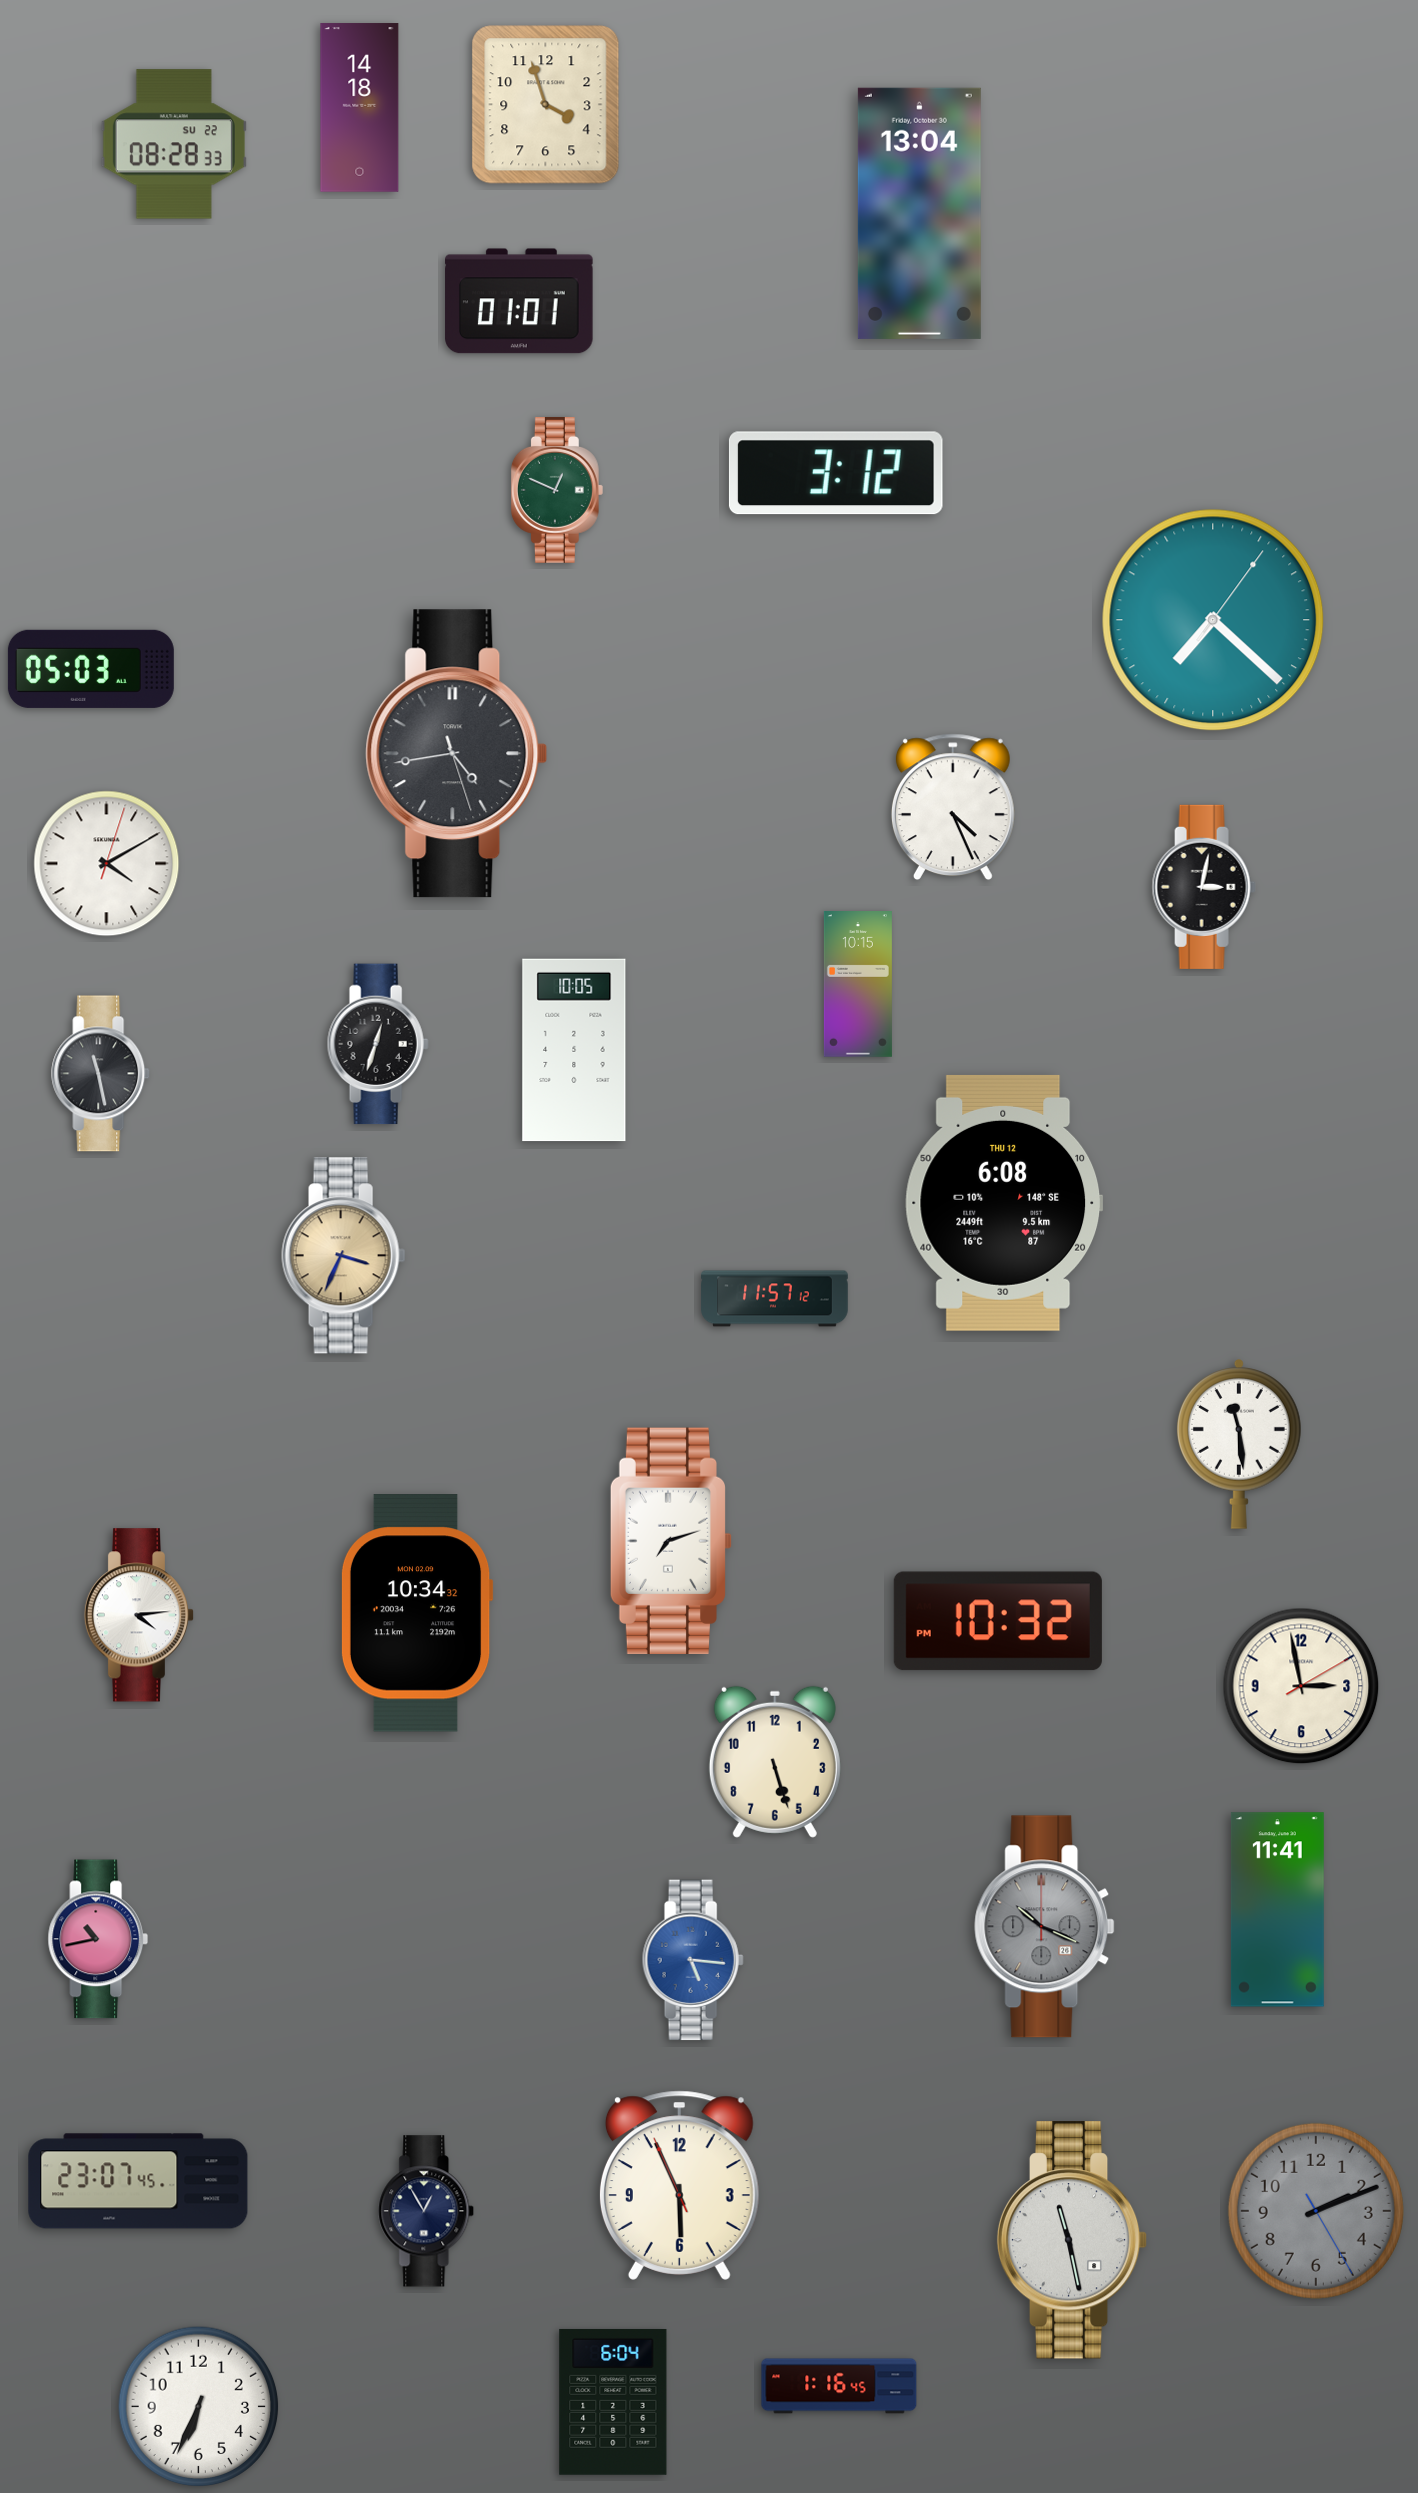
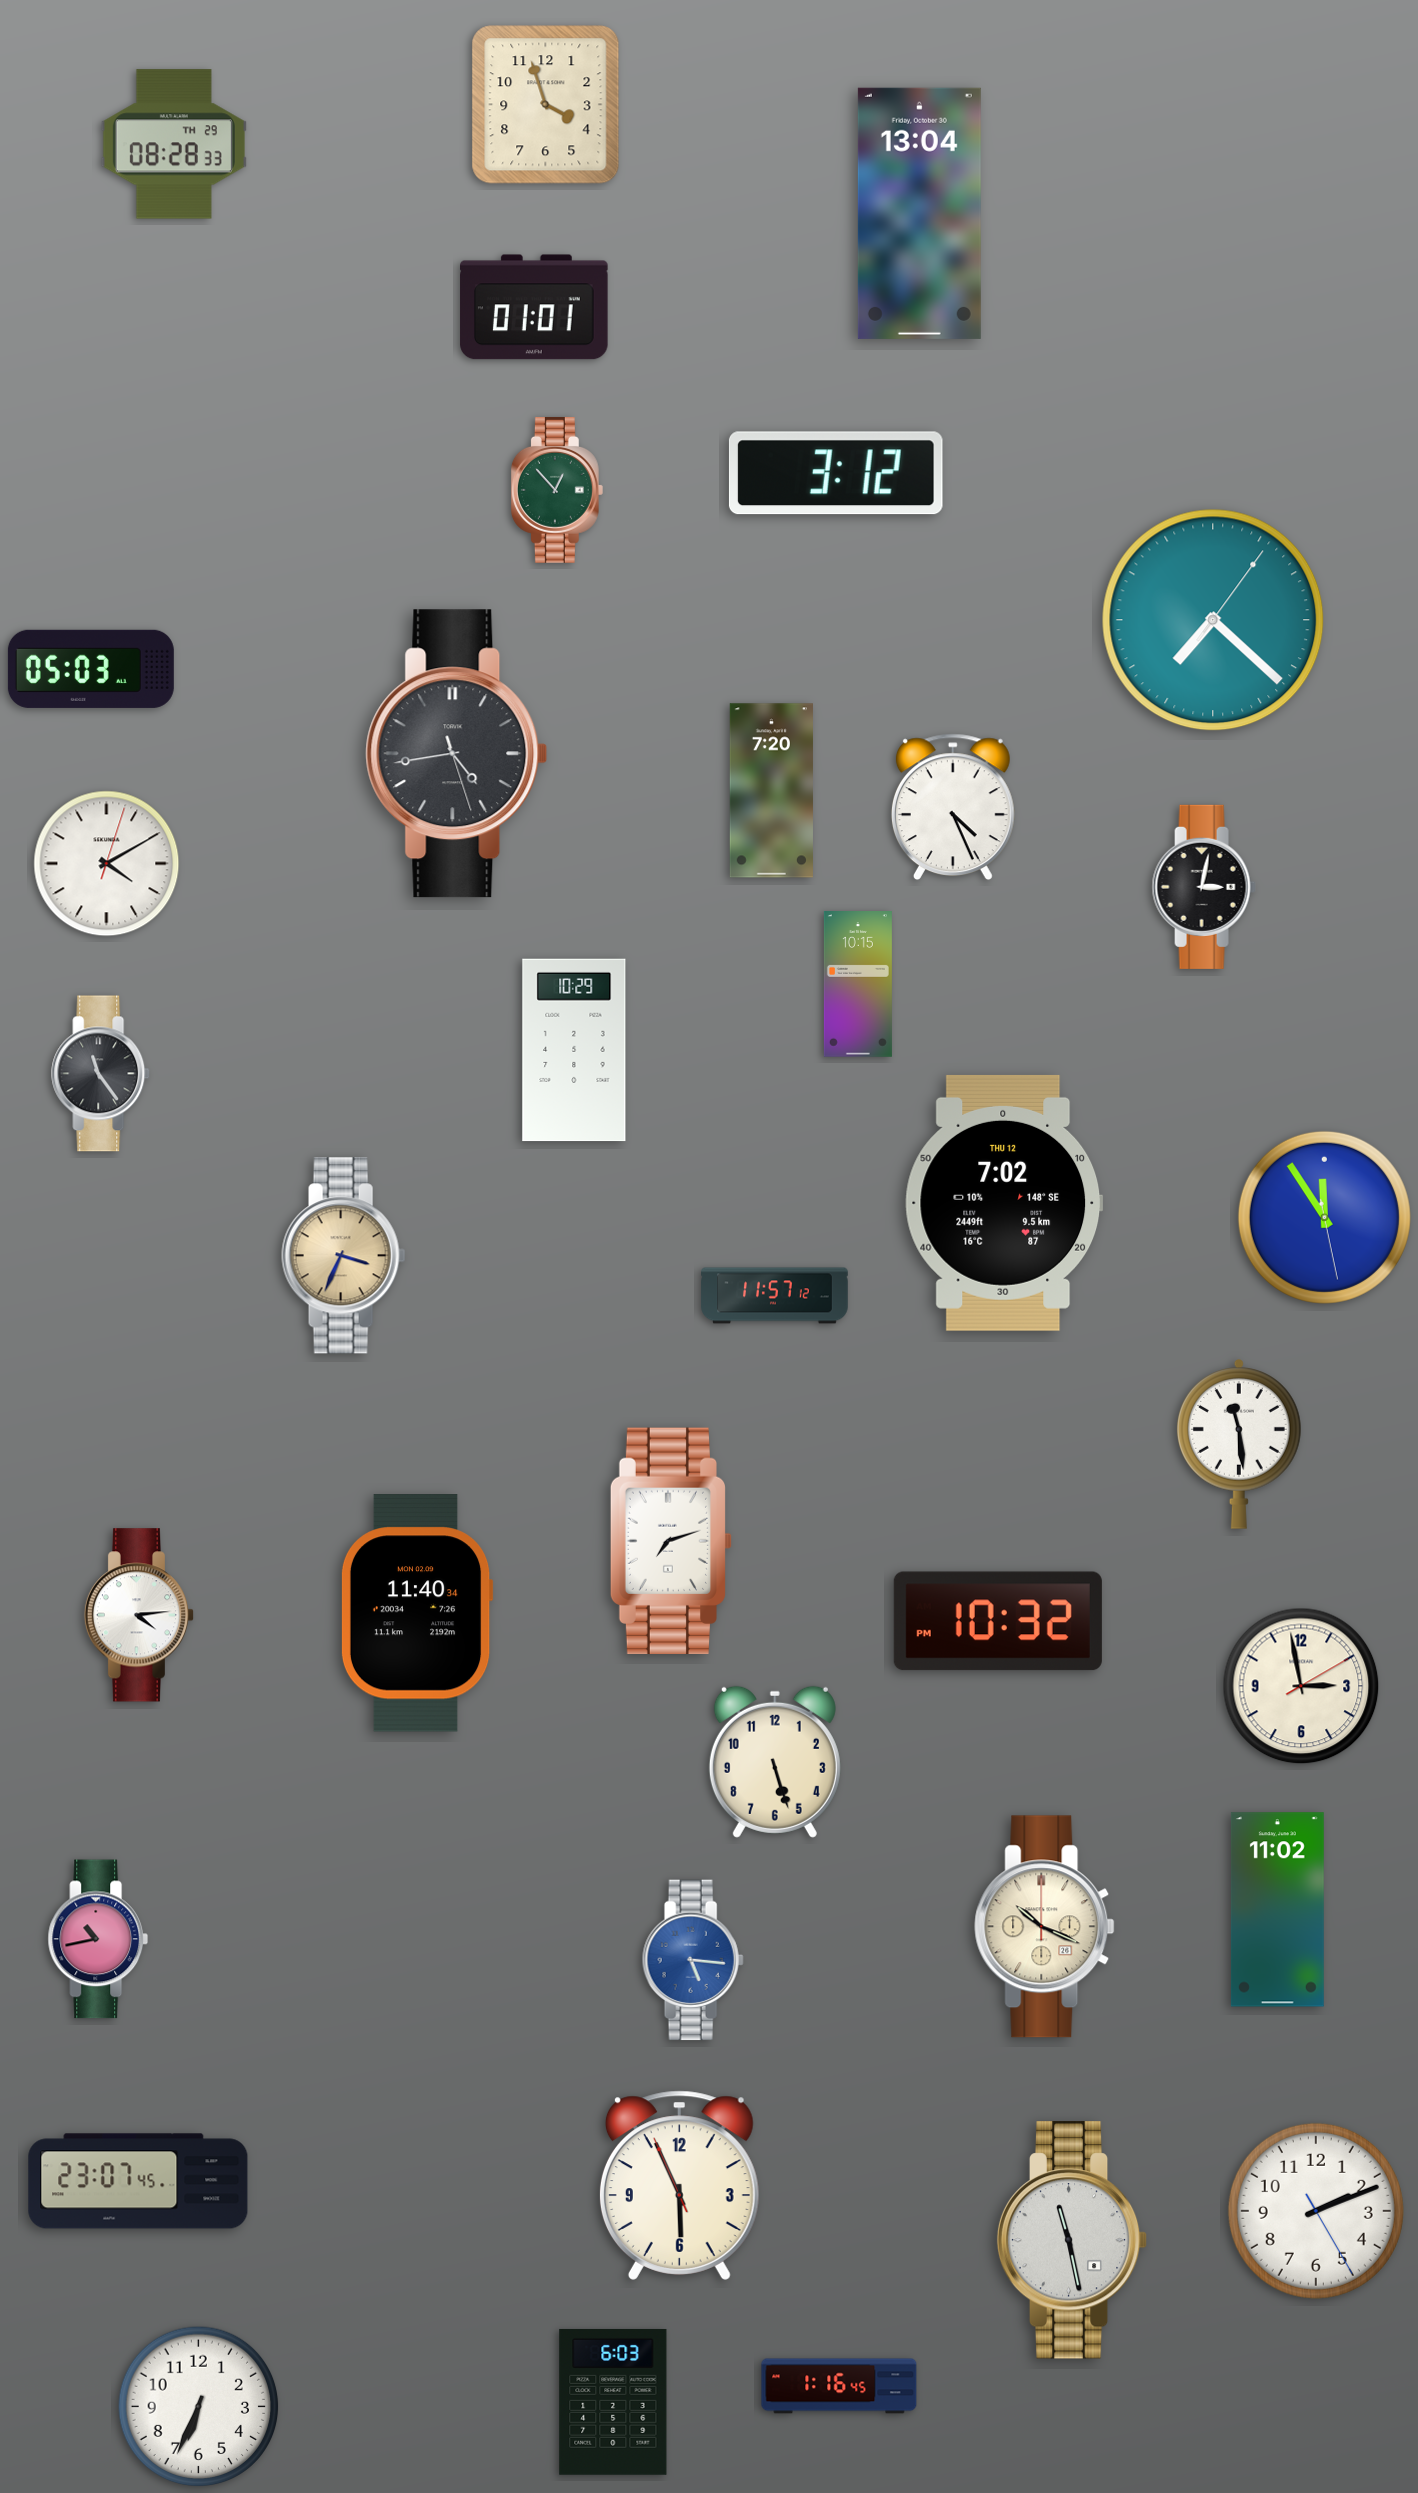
clock at (360, 108): 14:18 -> none
clock at (174, 144) date: SU 22 -> TH 29
clock at (519, 301) position: (519, 301) -> (534, 307)
clock at (557, 490): 12:49 -> 12:53
clock at (771, 791): none -> 7:20
clock at (378, 1044): 12:33 -> none
clock at (574, 1050): 10:05 -> 10:29
clock at (101, 1074): 11:28 -> 11:24
clock at (1004, 1203): 6:08 -> 7:02
clock at (1324, 1217): none -> 11:54
clock at (775, 1299) position: (775, 1299) -> (775, 1296)
clock at (417, 1613): 10:34 -> 11:40
clock at (1277, 1910): 11:41 -> 11:02
clock at (1045, 1927) dial: grey -> cream
clock at (427, 2211): 12:55 -> none
clock at (1316, 2211) dial: grey -> white
clock at (613, 2402): 6:04 -> 6:03
